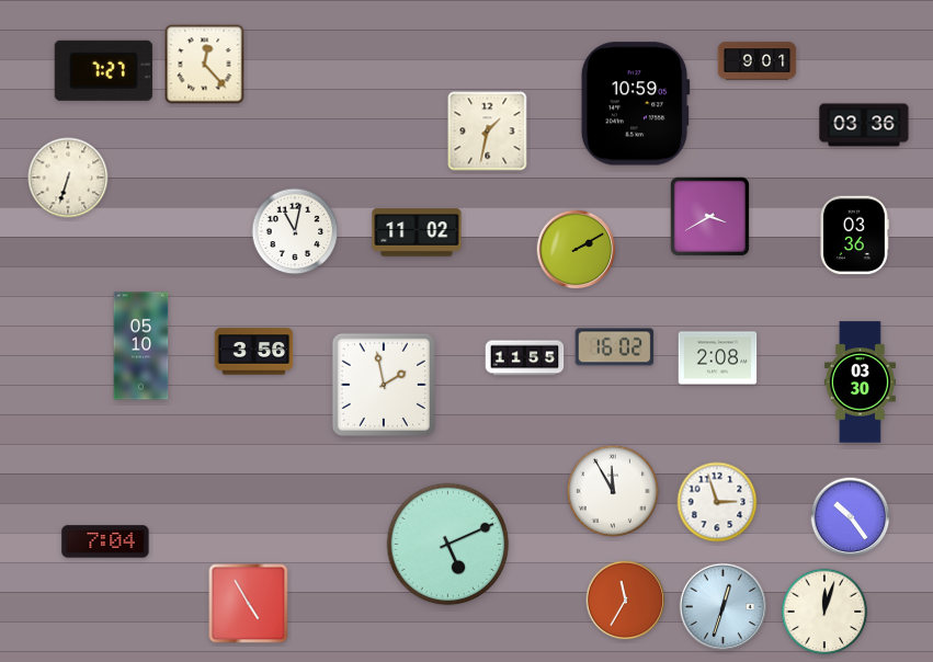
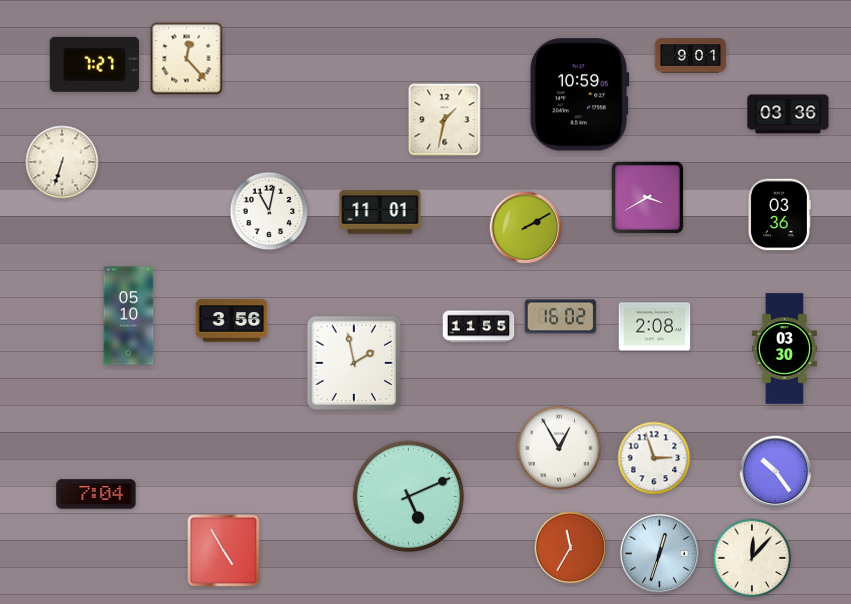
clock at (417, 232): 11:02 -> 11:01
clock at (384, 385) position: (384, 385) -> (354, 363)
clock at (613, 491): 11:55 -> 12:55
clock at (249, 604) position: (249, 604) -> (224, 551)
clock at (824, 612): 12:03 -> 12:07
